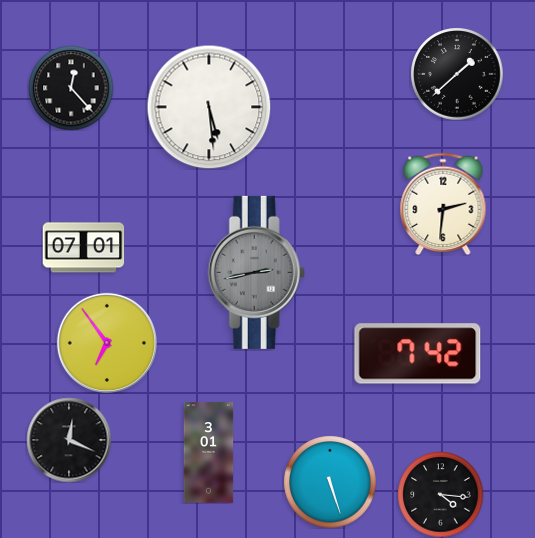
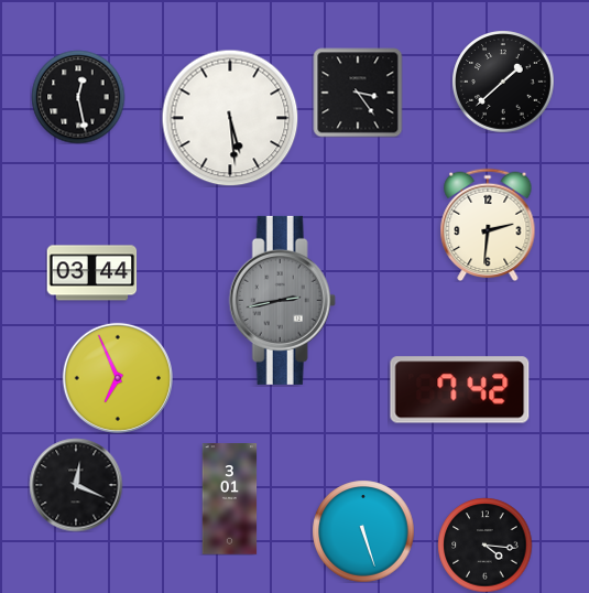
clock at (358, 93): none -> 3:24
clock at (71, 88): 12:23 -> 12:28
clock at (83, 248): 07:01 -> 03:44
clock at (107, 343): 6:54 -> 6:56
